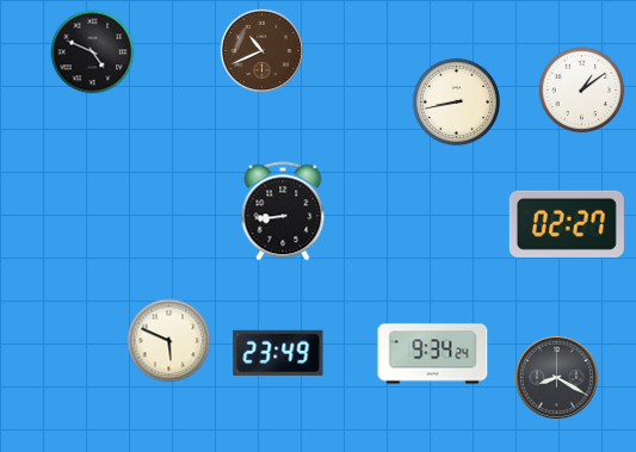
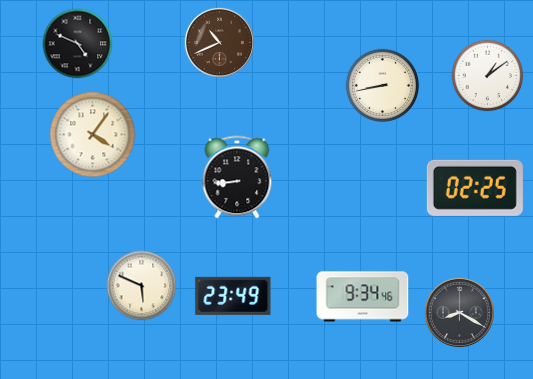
clock at (93, 135): none -> 4:06
clock at (567, 224): 02:27 -> 02:25
clock at (433, 354): 9:34:24 -> 9:34:46
clock at (556, 377) position: (556, 377) -> (459, 312)
